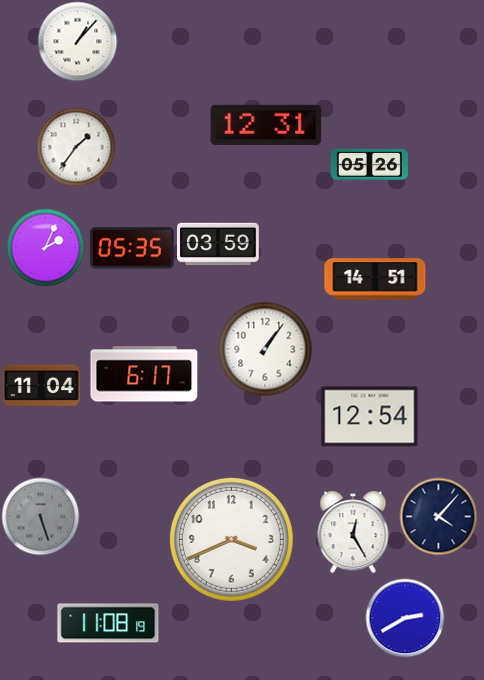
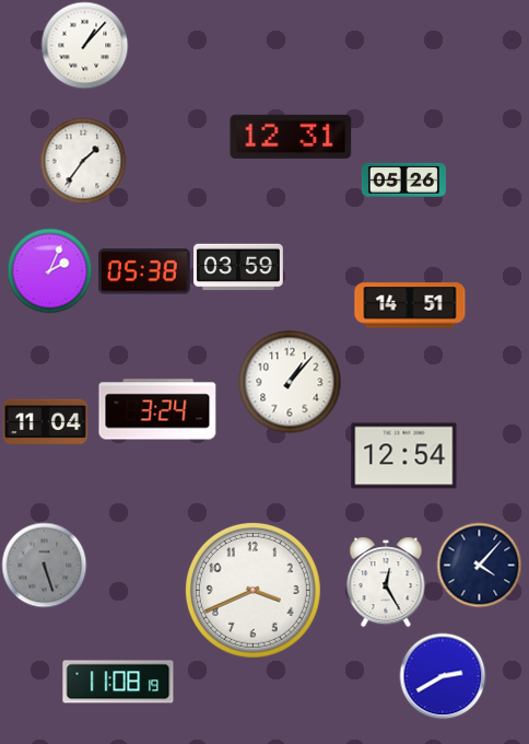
clock at (132, 248): 05:35 -> 05:38
clock at (265, 349): 1:06 -> 1:07
clock at (144, 374): 6:17 -> 3:24
